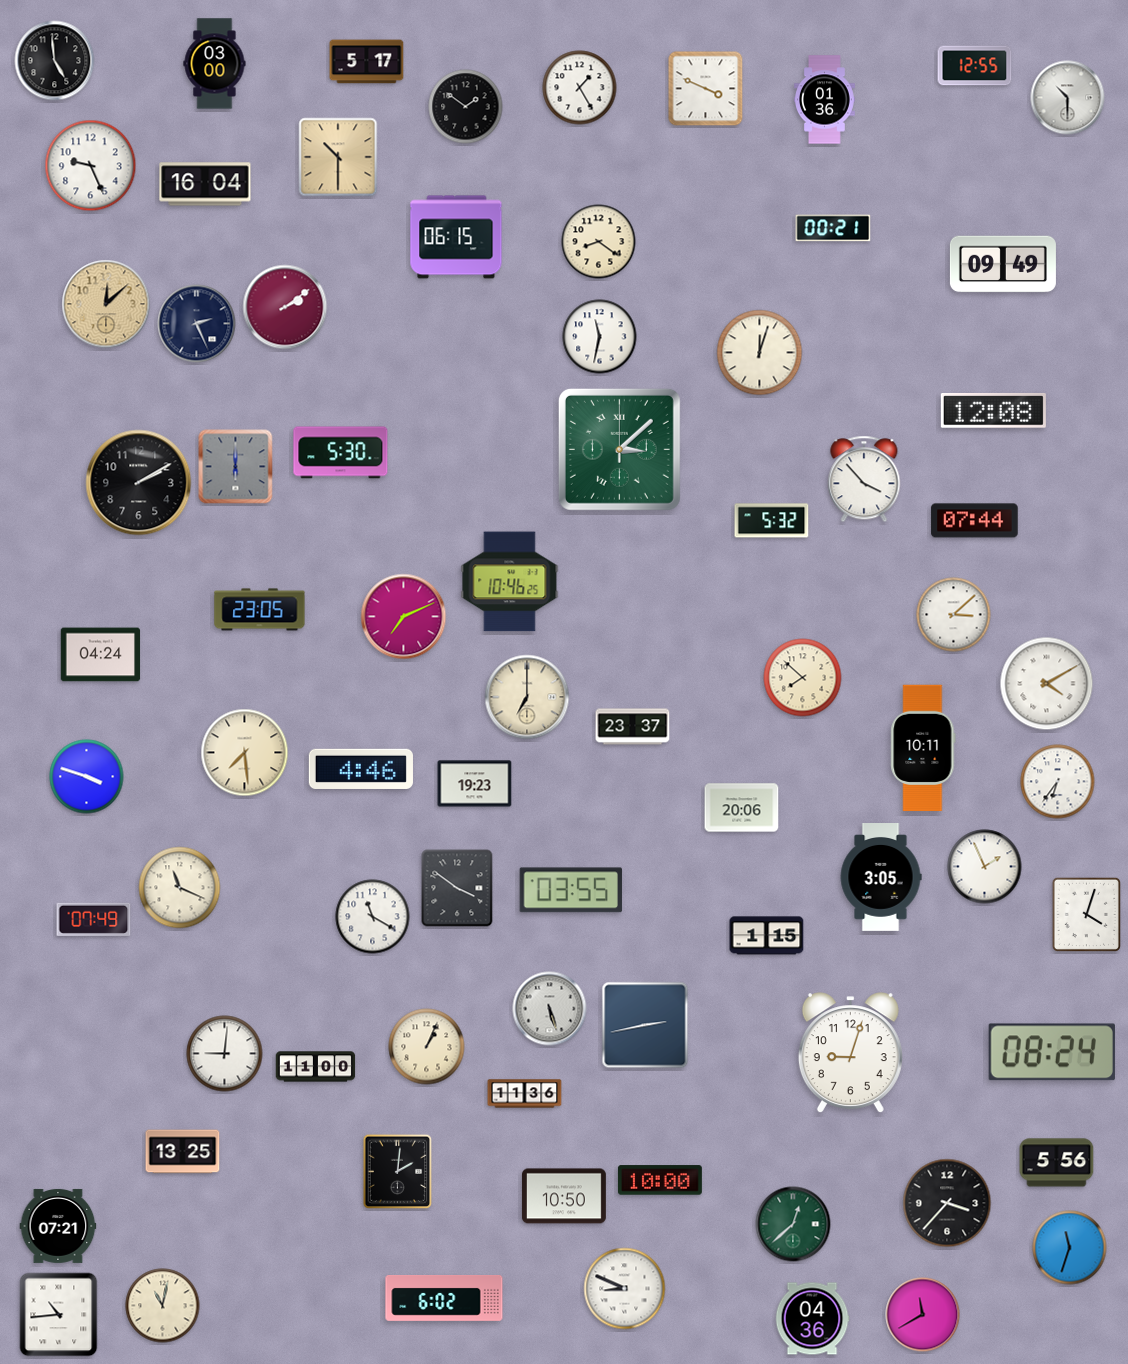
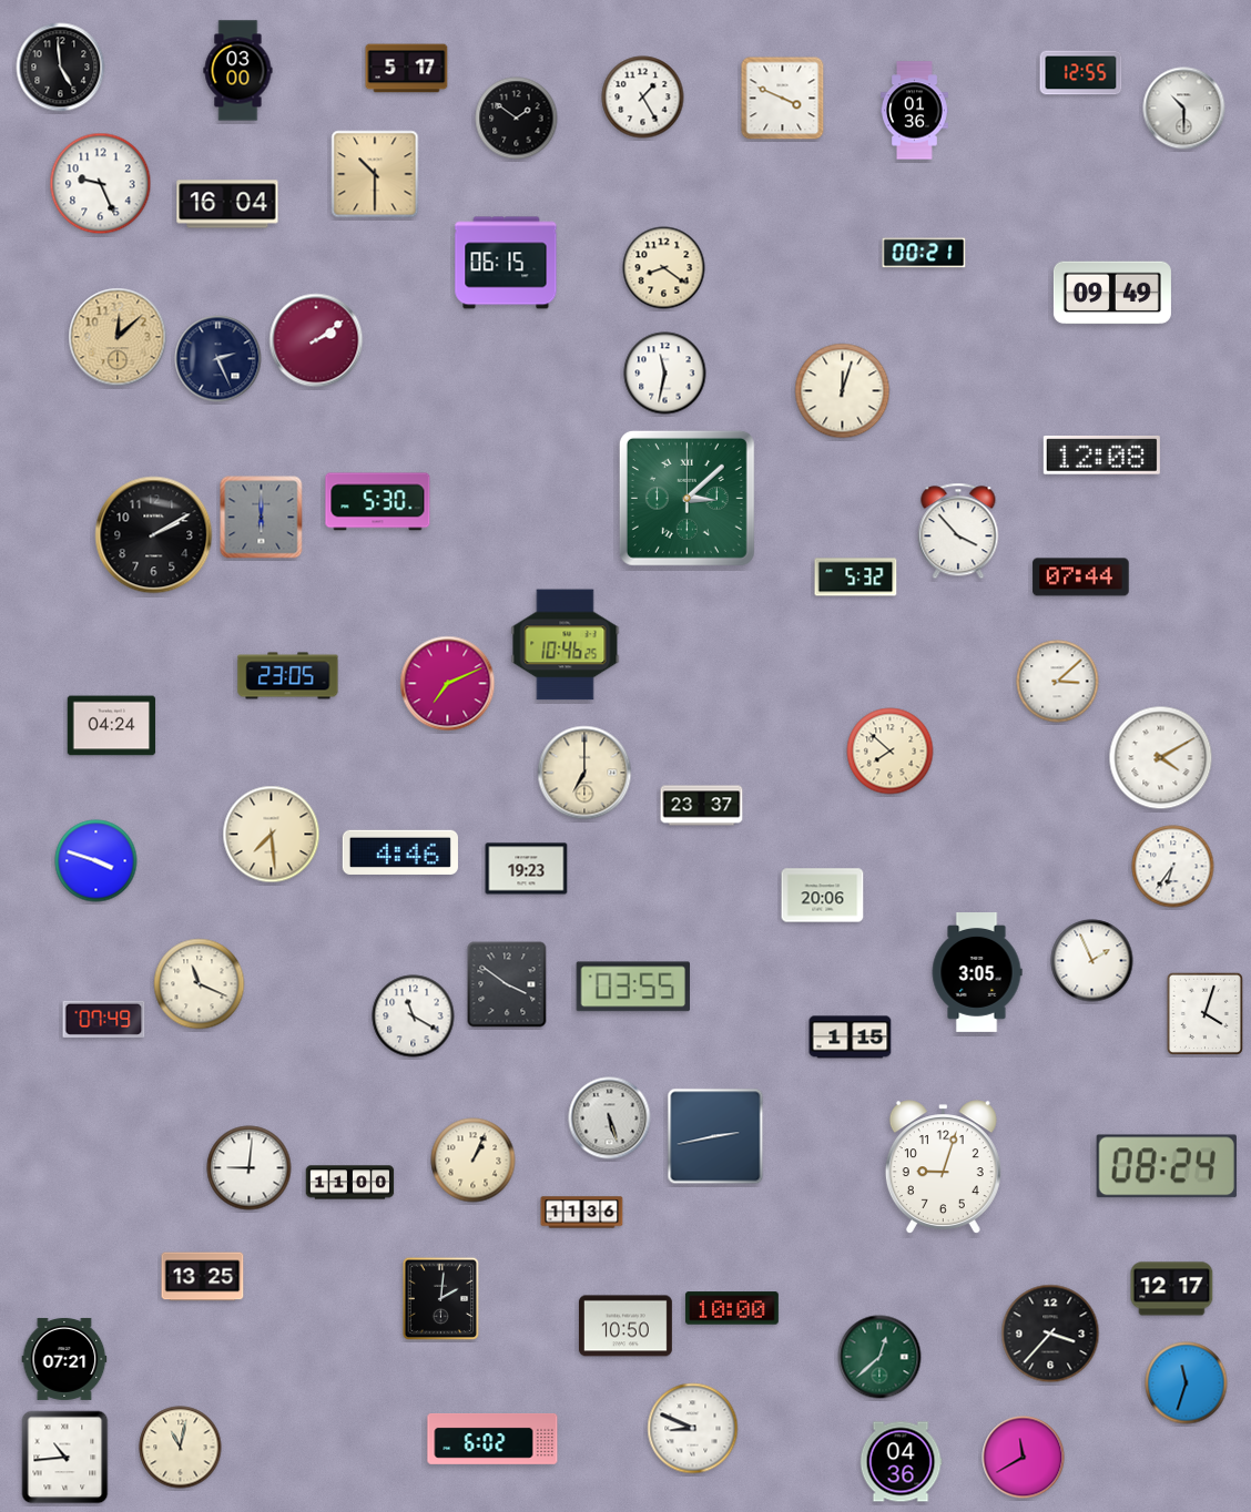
clock at (923, 748): 10:11 -> none
clock at (1057, 1163): 5:56 -> 12:17
